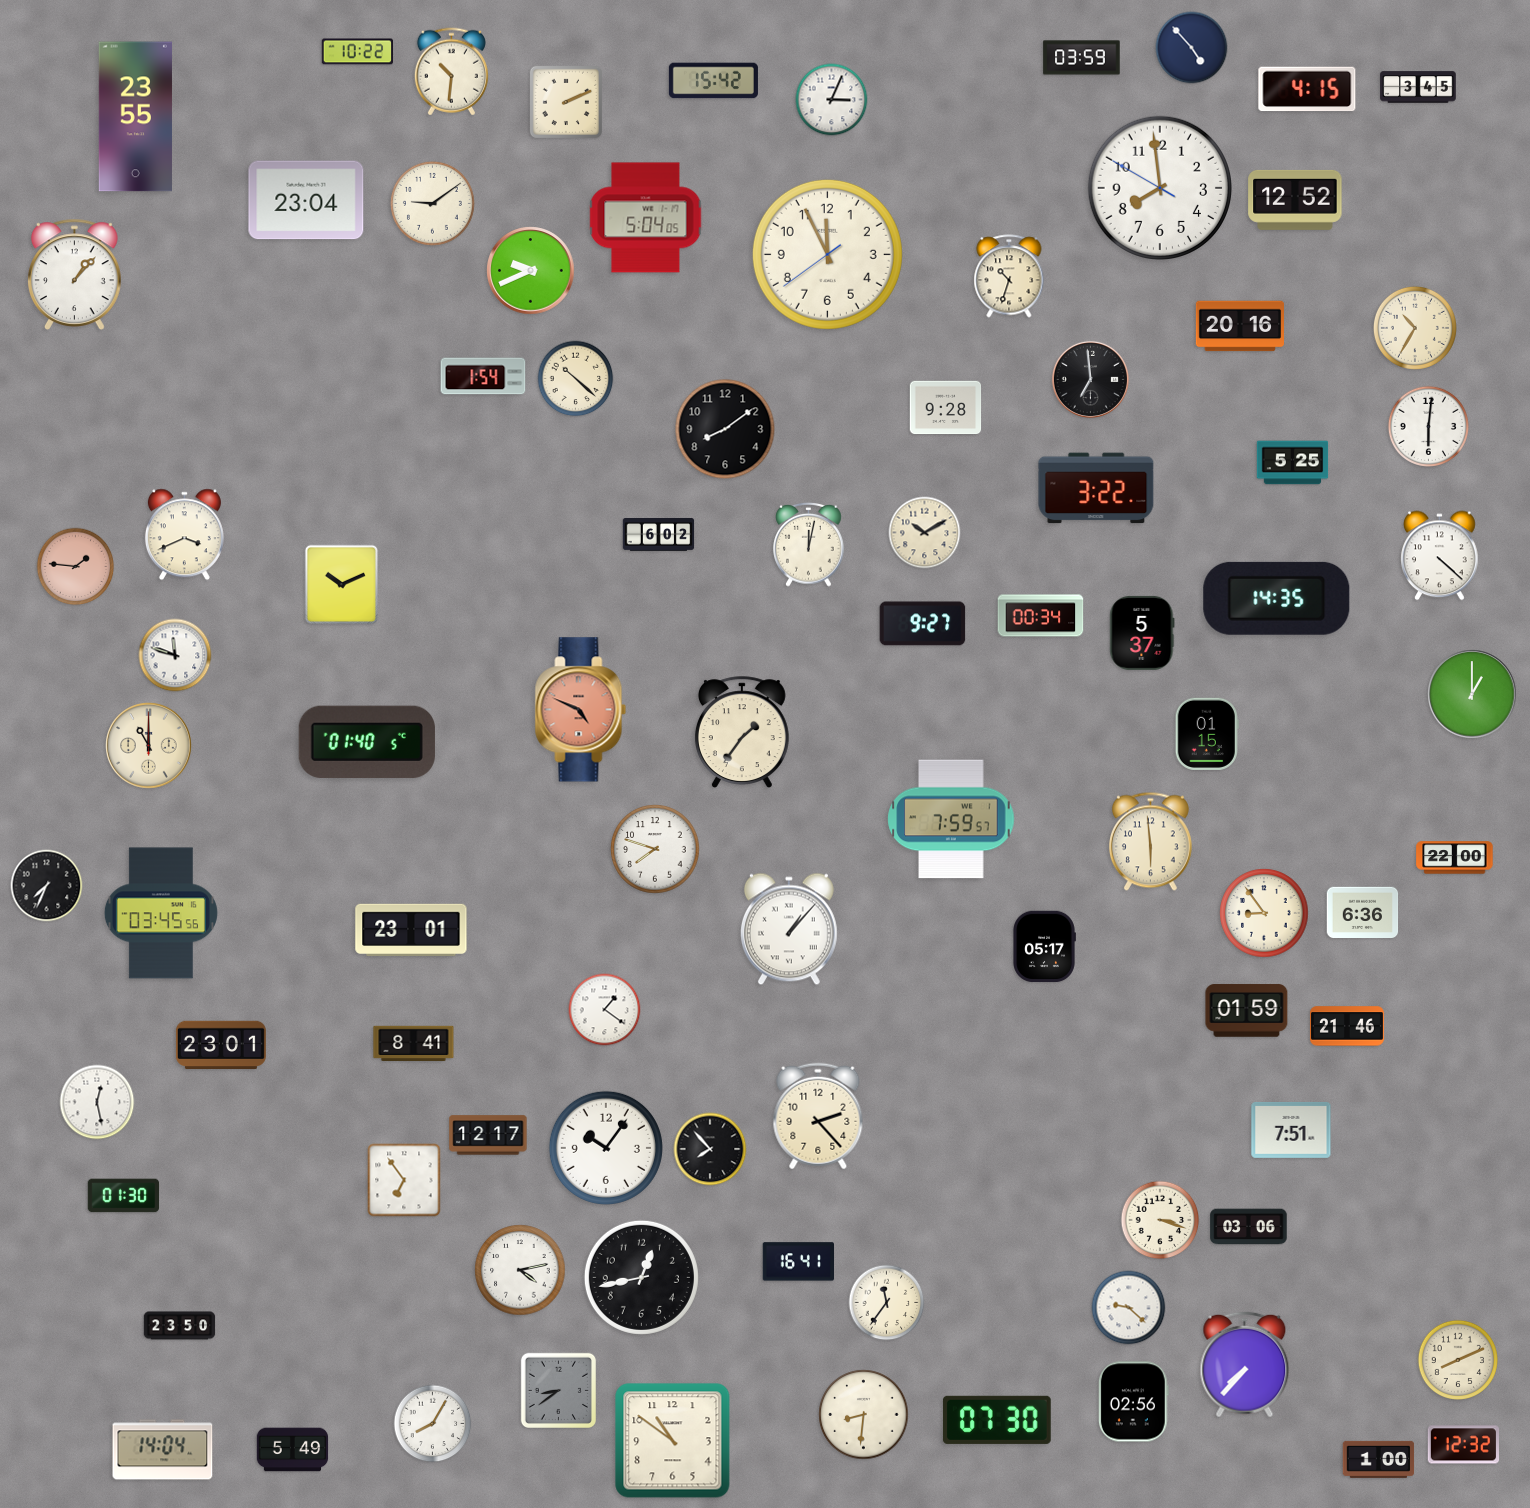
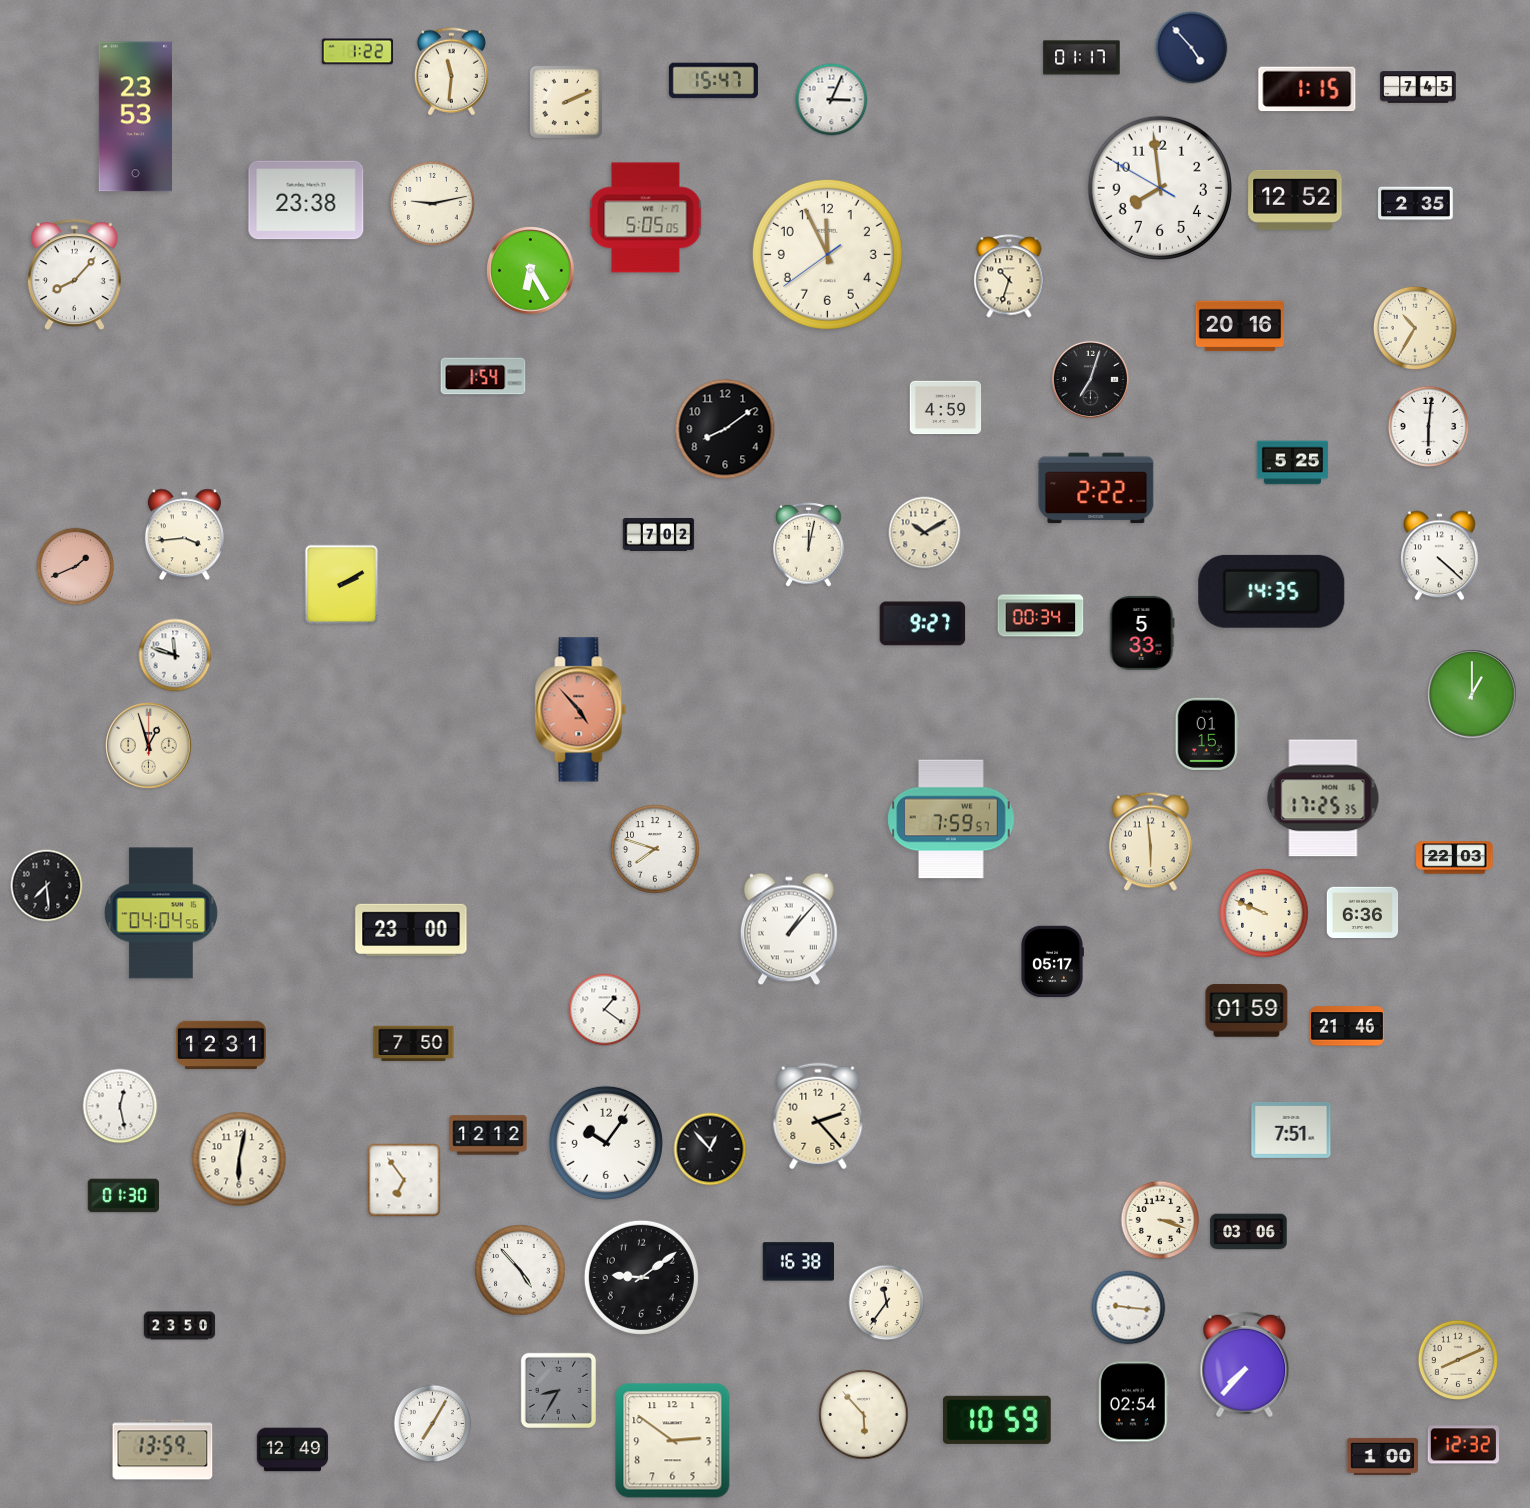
clock at (357, 52): 10:22 -> 1:22
clock at (1082, 58): 03:59 -> 01:17
clock at (451, 72): 10:31 -> 11:31
clock at (713, 81): 15:42 -> 15:47
clock at (1418, 87): 3:45 -> 7:45
clock at (1307, 89): 4:15 -> 1:15
clock at (135, 117): 23:55 -> 23:53
clock at (306, 200): 23:04 -> 23:38
clock at (432, 203): 9:09 -> 9:13
clock at (1416, 204): none -> 2:35
clock at (646, 218): 5:04 -> 5:05
clock at (531, 271): 9:41 -> 6:25
clock at (75, 274): 1:07 -> 8:07
clock at (576, 379): 10:22 -> none
clock at (1090, 379): 6:59 -> 7:03
clock at (946, 408): 9:28 -> 4:59
clock at (1096, 488): 3:22 -> 2:22
clock at (184, 535): 3:41 -> 3:44
clock at (659, 535): 6:02 -> 7:02
clock at (76, 567): 1:46 -> 1:41
clock at (342, 585): 10:11 -> 2:10
clock at (1277, 598) position: (1277, 598) -> (1272, 591)
clock at (1142, 633): 5:37 -> 5:33
clock at (581, 710): 4:49 -> 4:53
clock at (742, 732): 1:36 -> none
clock at (367, 742): 01:40 -> none
clock at (149, 746): 11:00 -> 12:57
clock at (1323, 798): none -> 17:25
clock at (1455, 858): 22:00 -> 22:03
clock at (47, 886): 7:34 -> 7:29
clock at (161, 913): 03:45 -> 04:04
clock at (1264, 913): 8:54 -> 9:49
clock at (411, 929): 23:01 -> 23:00
clock at (1044, 947) position: (1044, 947) -> (1052, 962)
clock at (414, 1043): 8:41 -> 7:50
clock at (221, 1044): 23:01 -> 12:31
clock at (97, 1102) position: (97, 1102) -> (120, 1106)
clock at (488, 1135): 12:17 -> 12:12
clock at (606, 1148) position: (606, 1148) -> (606, 1143)
clock at (710, 1149): 7:53 -> 12:53
clock at (239, 1159): none -> 6:02
clock at (1249, 1227) position: (1249, 1227) -> (1249, 1232)
clock at (798, 1262): 16:41 -> 16:38
clock at (520, 1270): 4:13 -> 4:53
clock at (641, 1277): 12:43 -> 9:09
clock at (1129, 1308): 9:22 -> 9:16
clock at (558, 1390): 8:39 -> 8:35
clock at (1133, 1402): 02:56 -> 02:54
clock at (864, 1415): 8:31 -> 5:53
clock at (997, 1420): 07:30 -> 10:59
clock at (433, 1424): 8:05 -> 7:05
clock at (673, 1441): 10:51 -> 2:51
clock at (163, 1450): 14:04 -> 13:59
clock at (293, 1450): 5:49 -> 12:49
clock at (1379, 1459) position: (1379, 1459) -> (1383, 1456)
